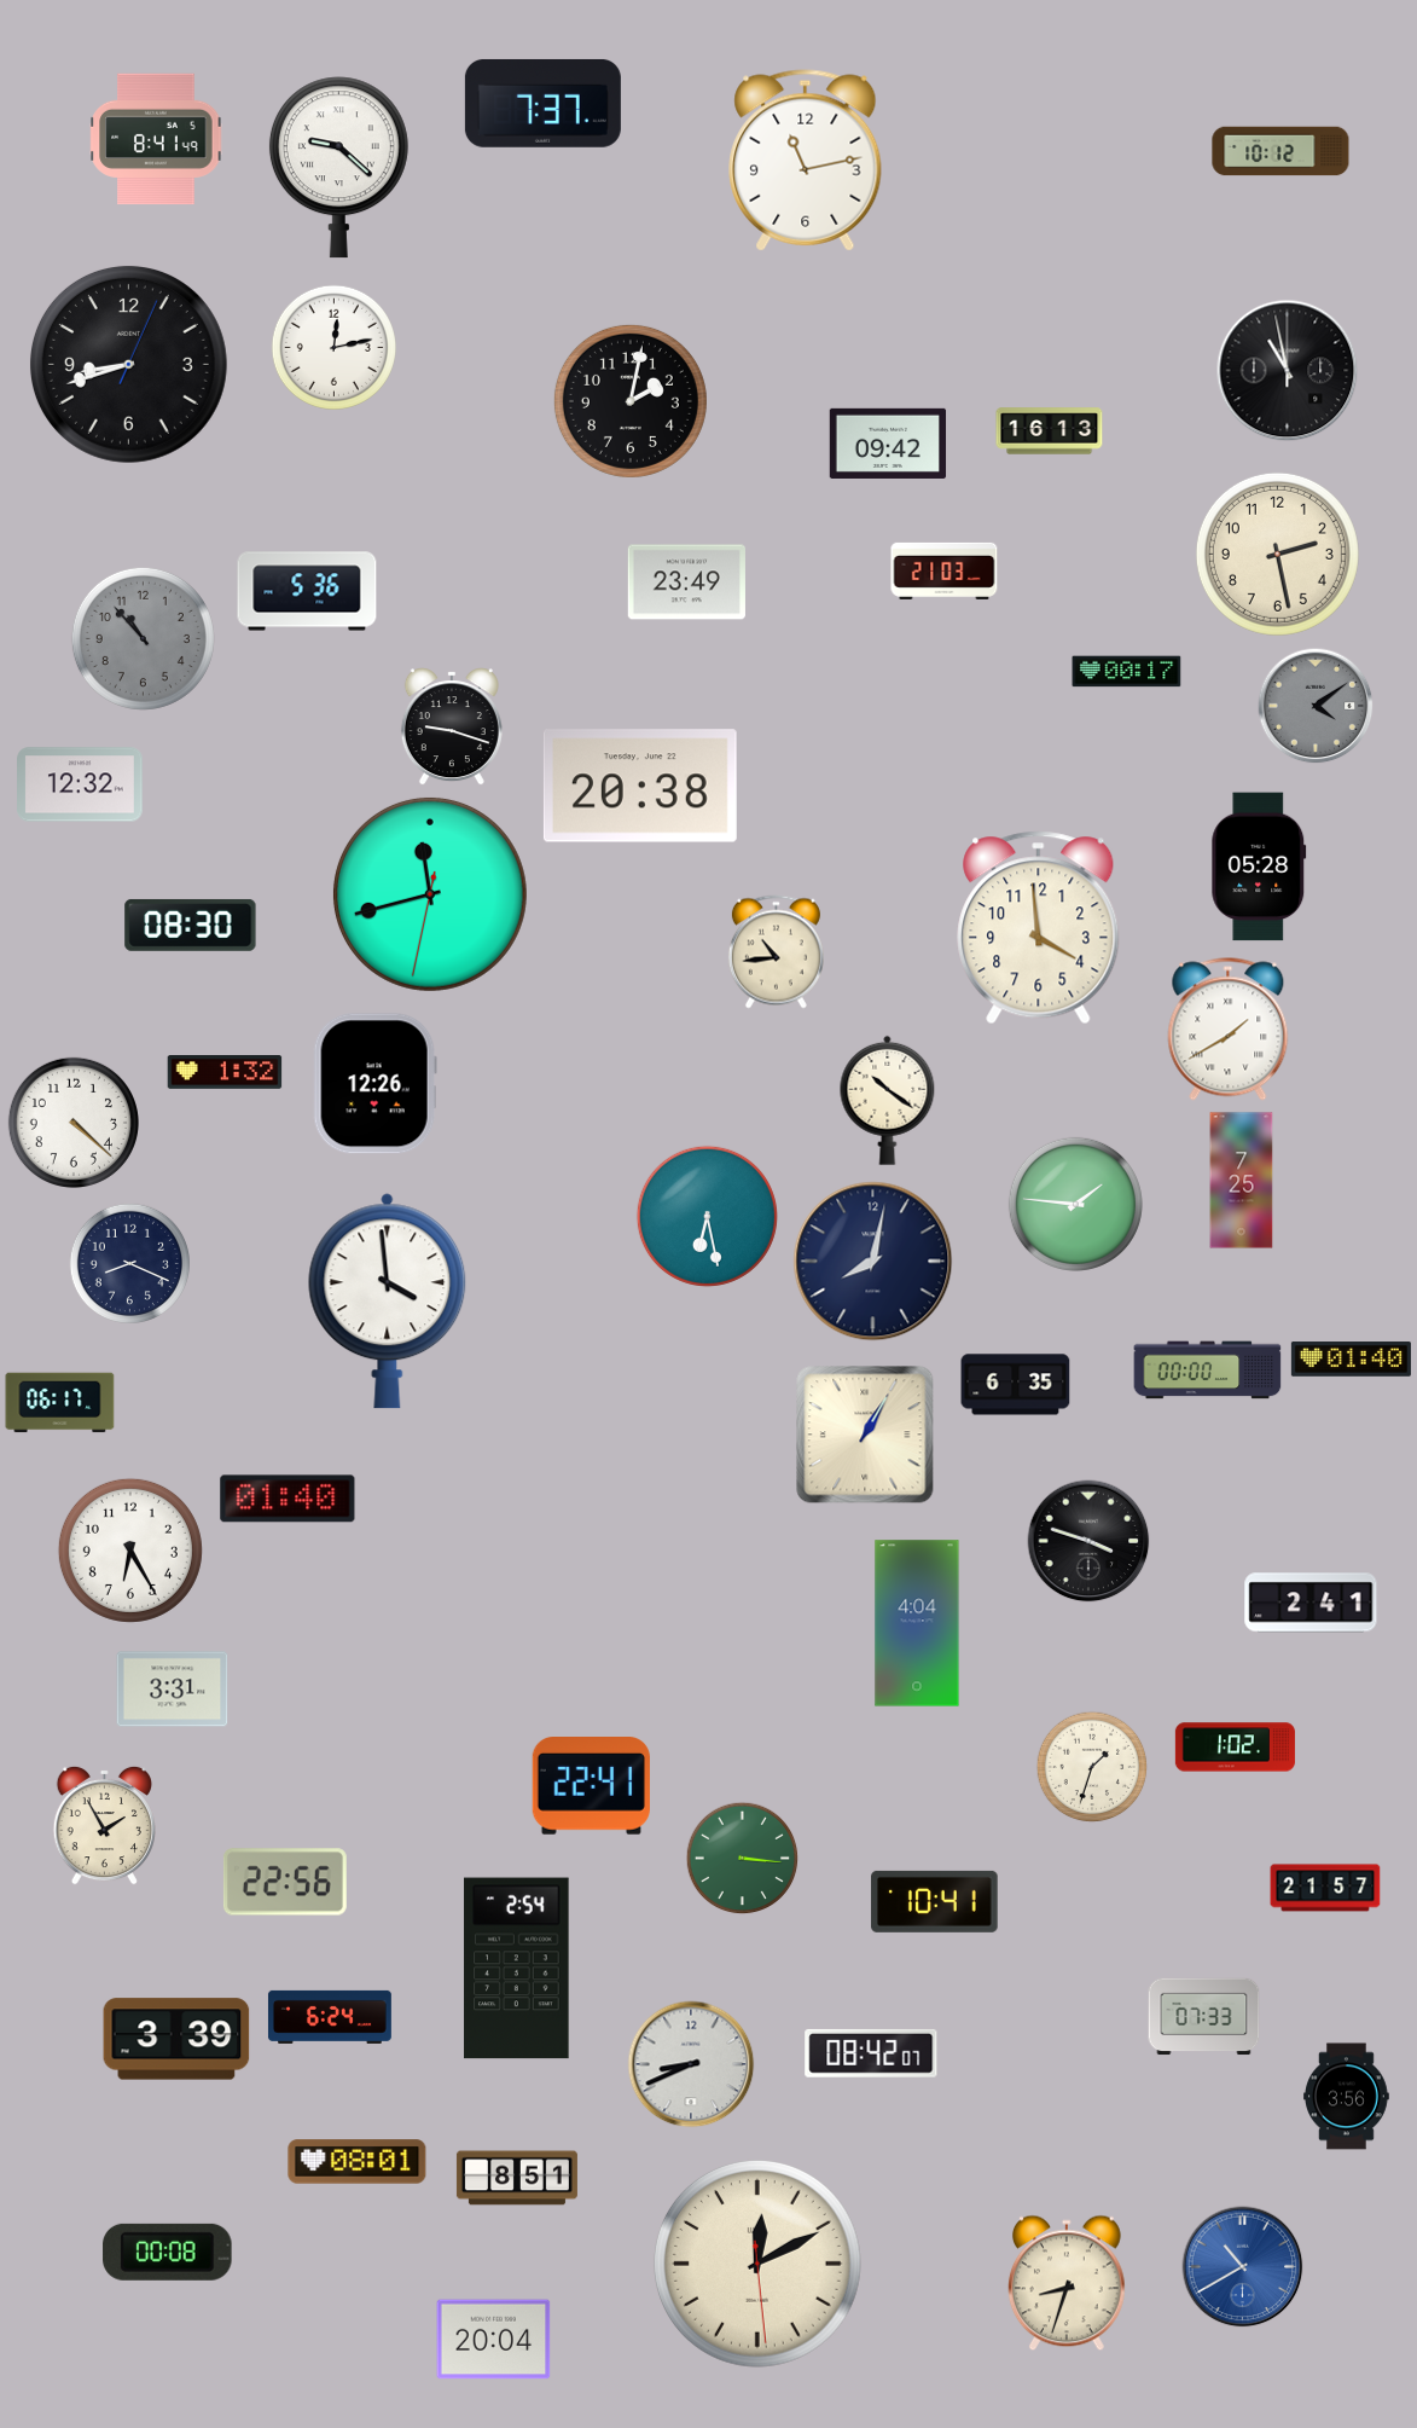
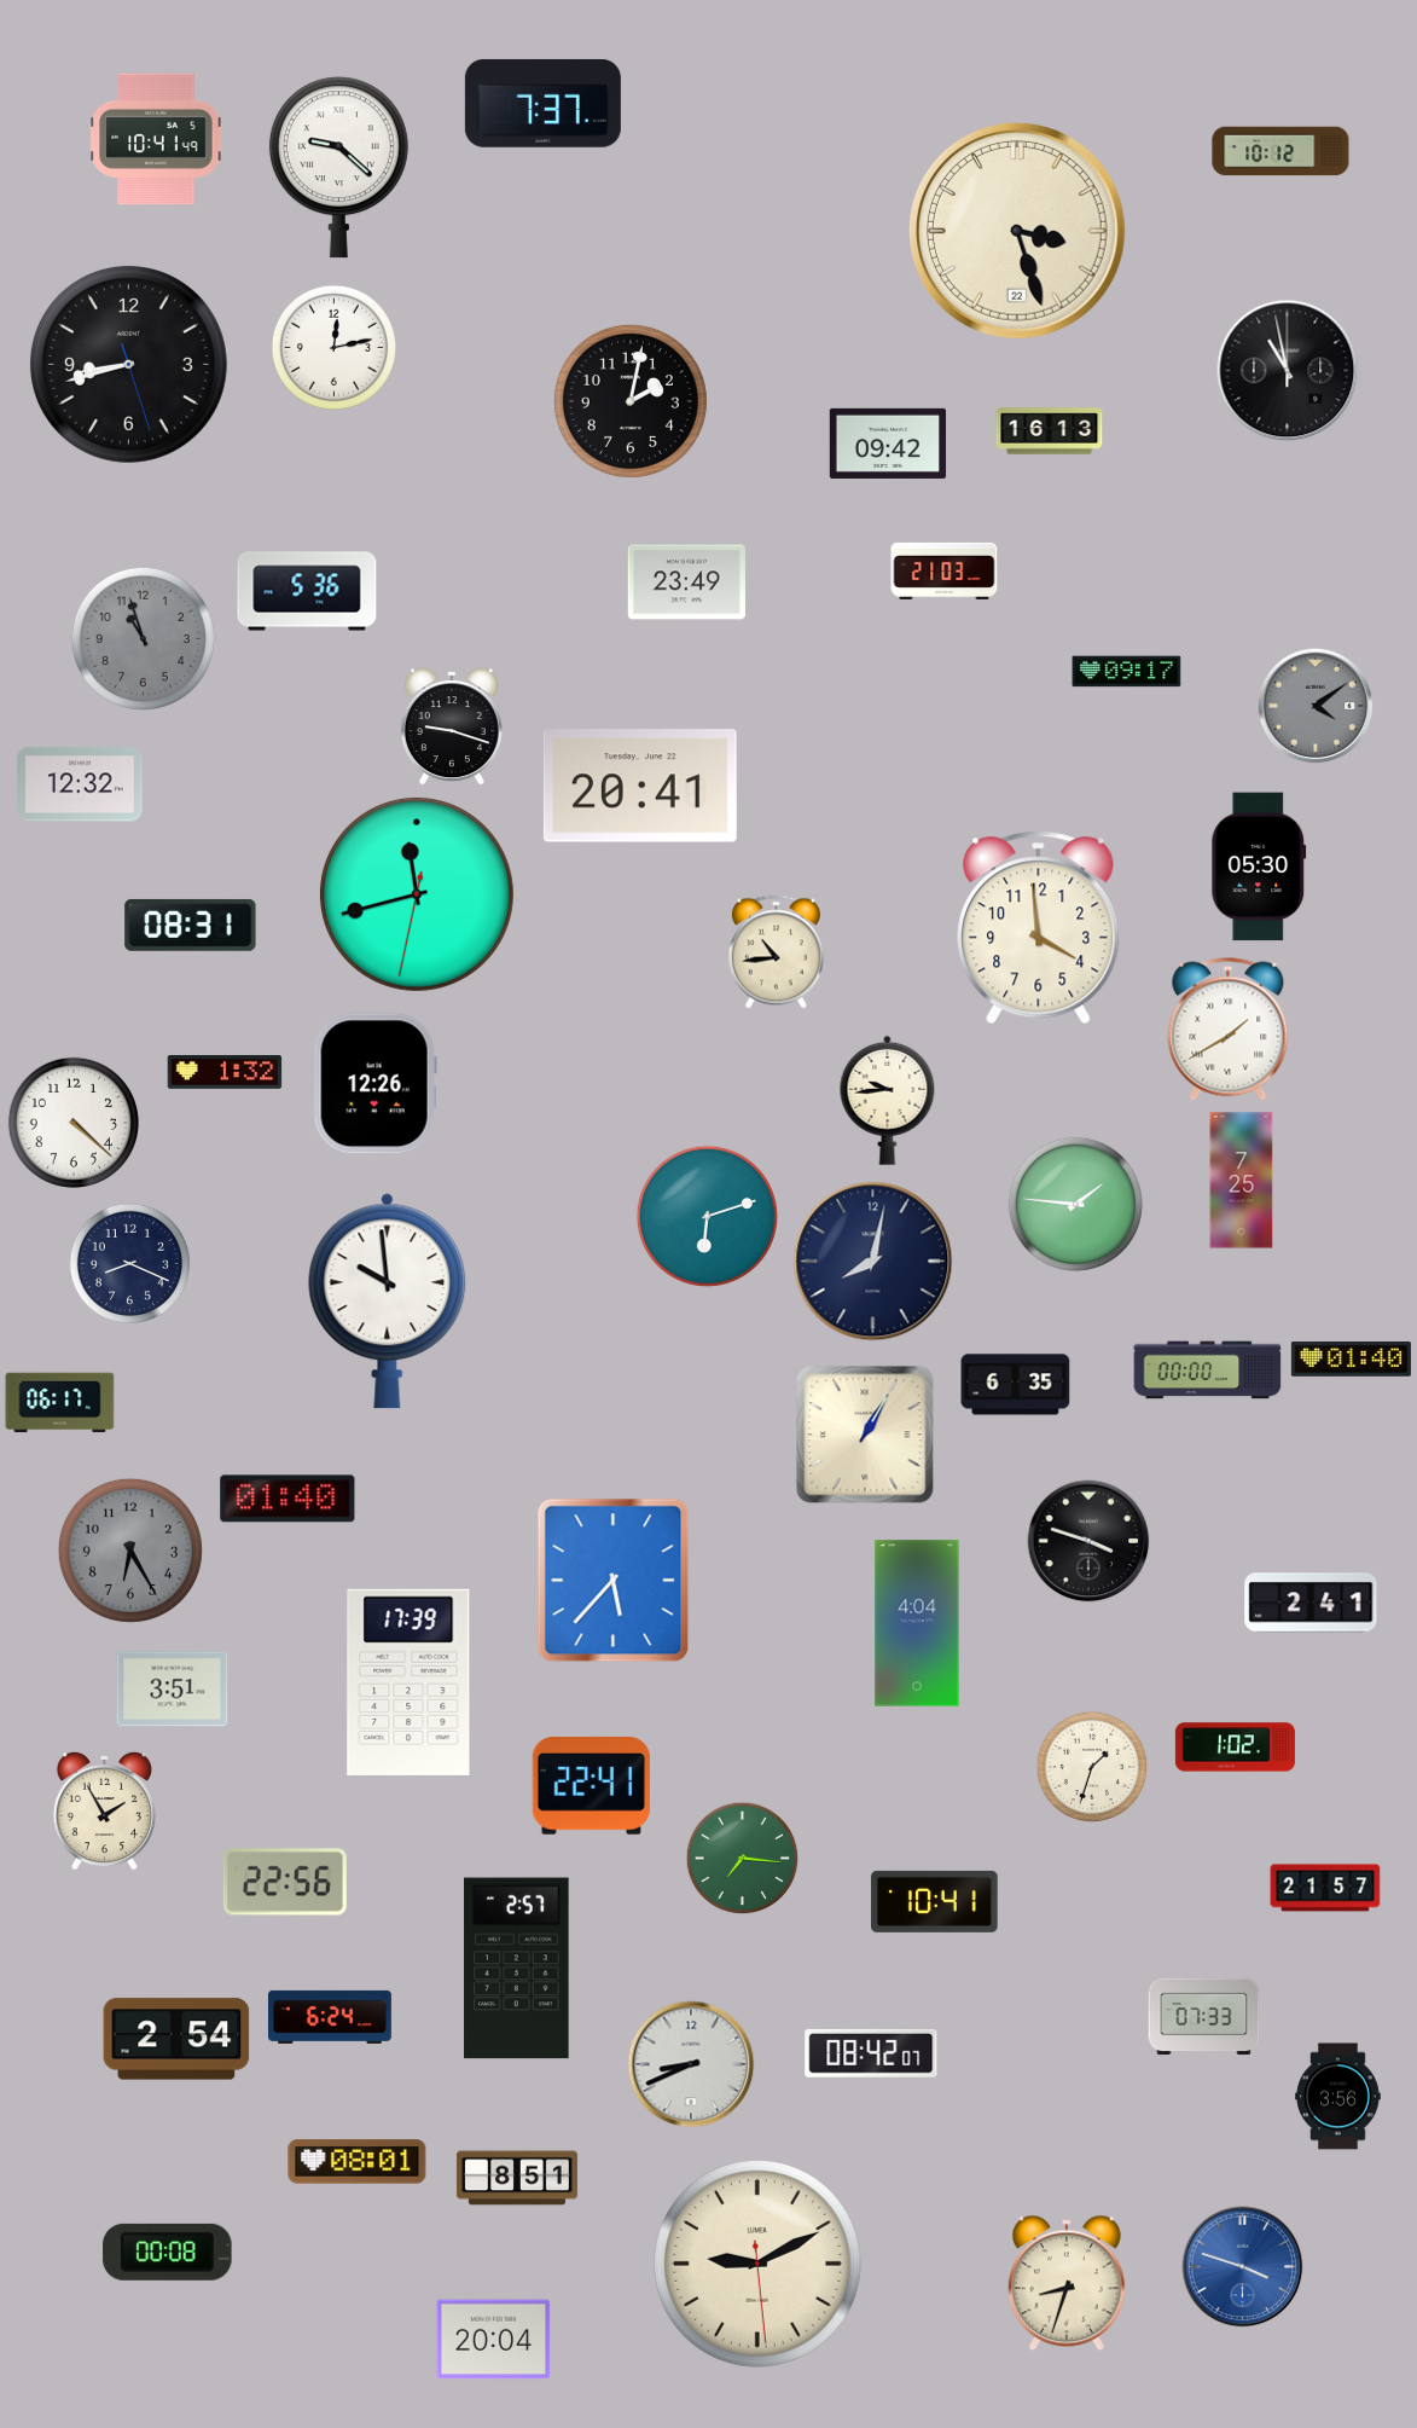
clock at (156, 139): 8:41 -> 10:41
clock at (806, 161): 11:13 -> none
clock at (1018, 232): none -> 3:27
clock at (128, 364): 8:42:04 -> 8:42:27
clock at (1277, 554): 2:28 -> none
clock at (143, 638): 10:53 -> 10:57
clock at (1127, 672): 00:17 -> 09:17
clock at (640, 786): 20:38 -> 20:41
clock at (1259, 867): 05:28 -> 05:30
clock at (430, 894) position: (430, 894) -> (417, 894)
clock at (191, 925): 08:30 -> 08:31
clock at (888, 1100): 10:21 -> 9:44
clock at (707, 1216): 6:28 -> 6:12
clock at (388, 1302): 3:59 -> 9:59
clock at (130, 1551) dial: white -> grey
clock at (614, 1581): none -> 5:37
clock at (408, 1682): none -> 17:39
clock at (173, 1690): 3:31 -> 3:51
clock at (104, 1825) position: (104, 1825) -> (104, 1810)
clock at (743, 1859): 3:16 -> 7:16
clock at (517, 1969): 2:54 -> 2:57
clock at (176, 2039): 3:39 -> 2:54
clock at (1347, 2097) position: (1347, 2097) -> (1338, 2097)
clock at (757, 2264): 12:10 -> 9:10
clock at (1243, 2267): 10:40 -> 3:48
